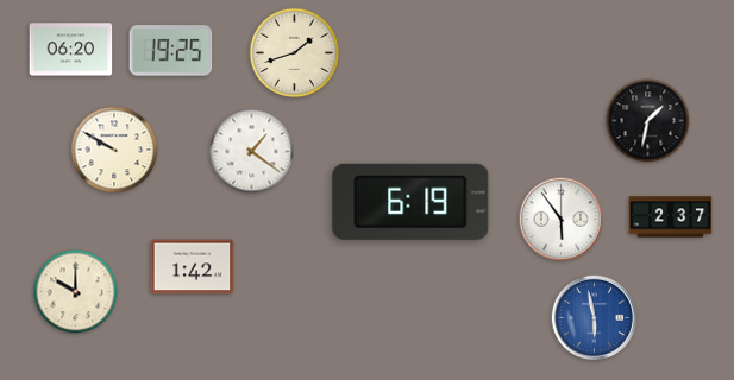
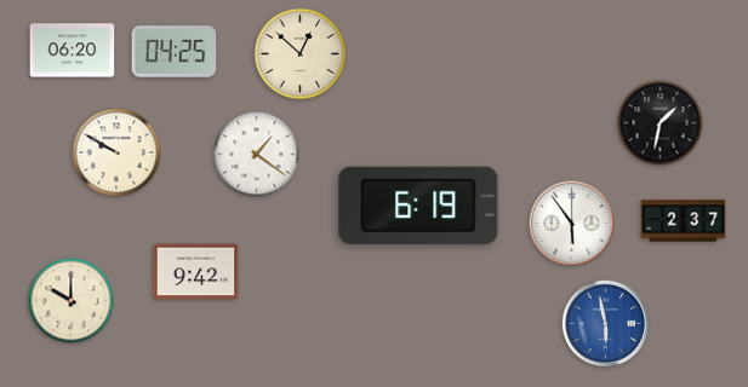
clock at (171, 51): 19:25 -> 04:25
clock at (295, 53): 1:42 -> 12:52
clock at (193, 267): 1:42 -> 9:42
clock at (76, 292) position: (76, 292) -> (72, 301)
